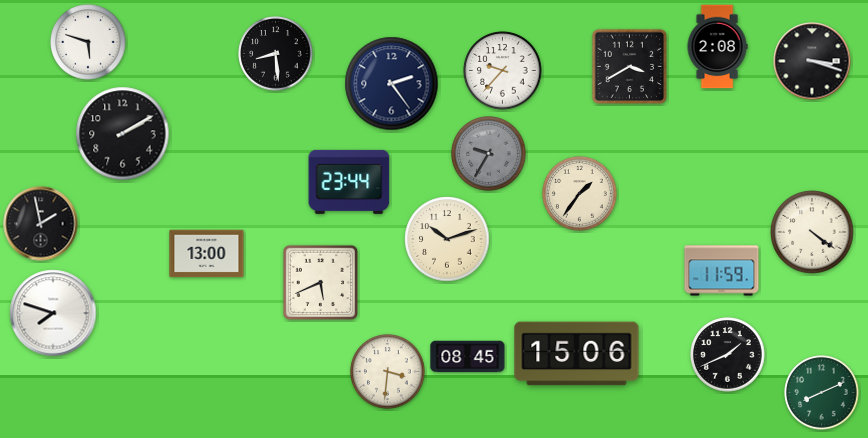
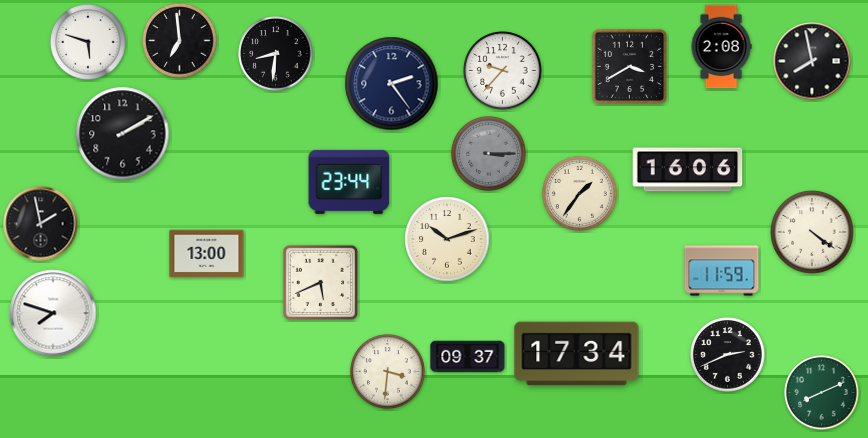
clock at (180, 41): none -> 6:59
clock at (717, 47) position: (717, 47) -> (721, 47)
clock at (276, 54): 8:29 -> 8:31
clock at (812, 61): 3:18 -> 7:58
clock at (489, 154): 9:35 -> 3:15
clock at (688, 170): none -> 16:06
clock at (577, 354): 15:06 -> 17:34
clock at (728, 355): 1:41 -> 2:41
clock at (468, 357): 08:45 -> 09:37
